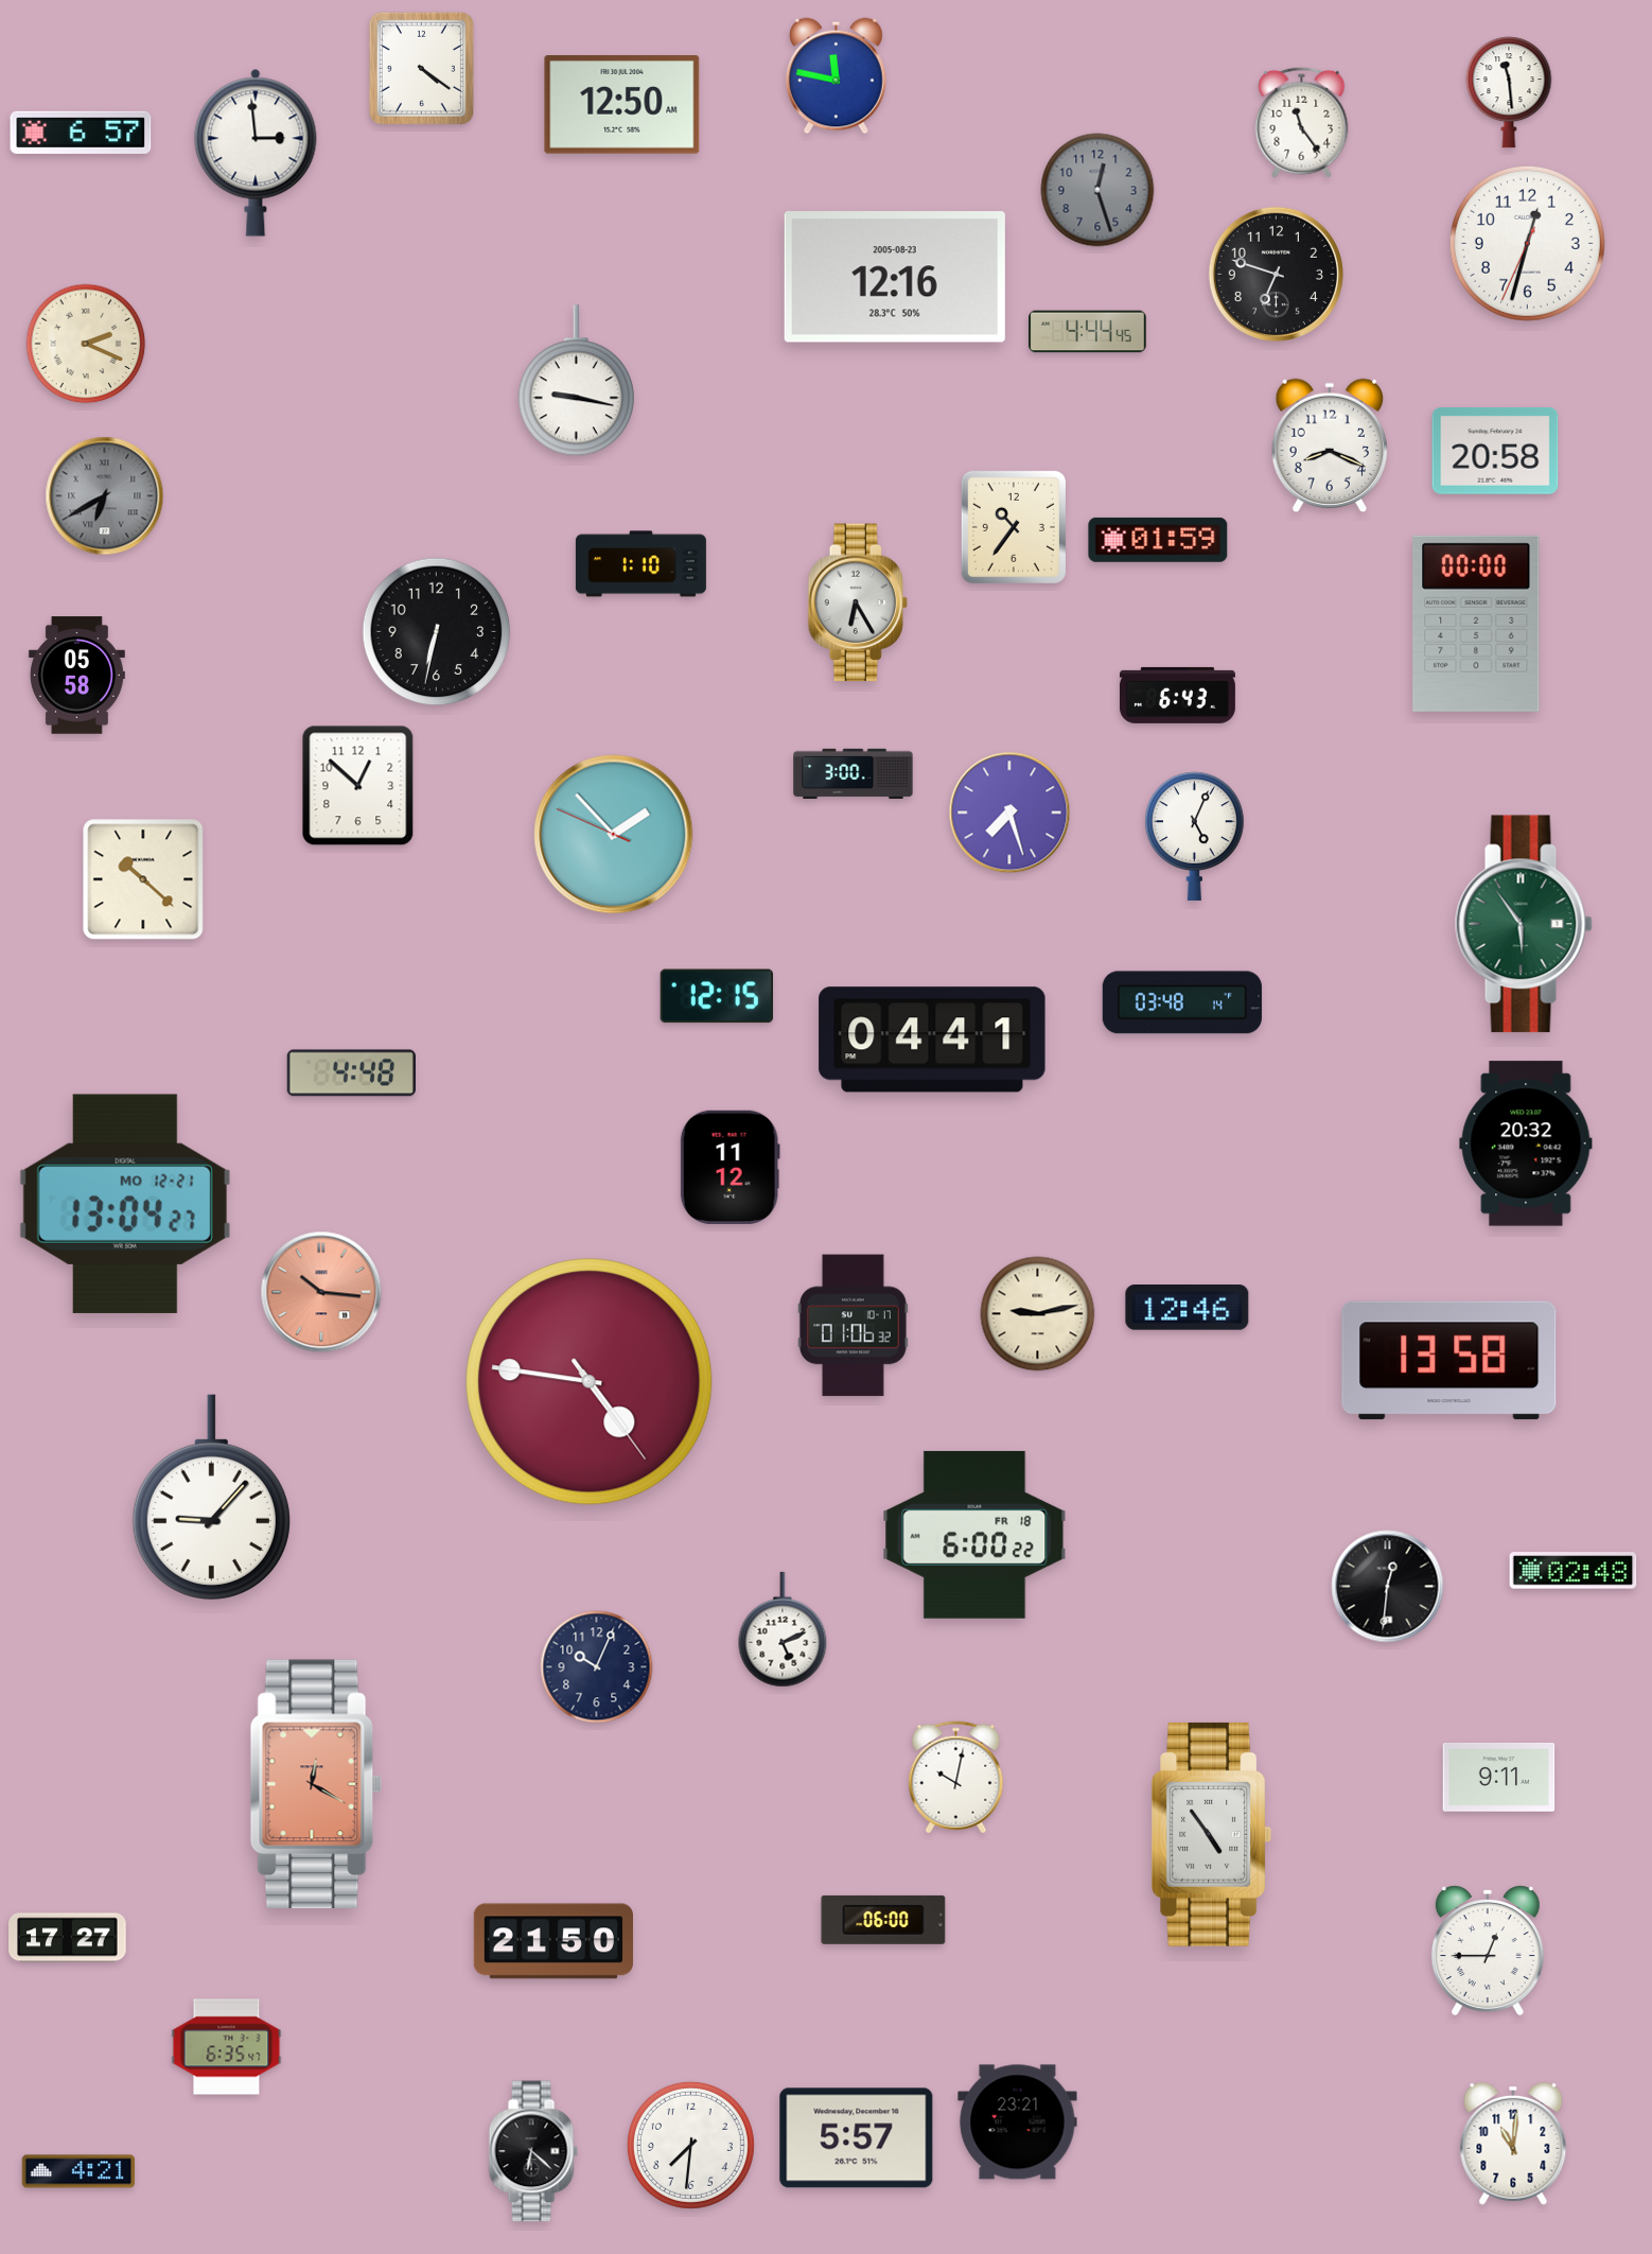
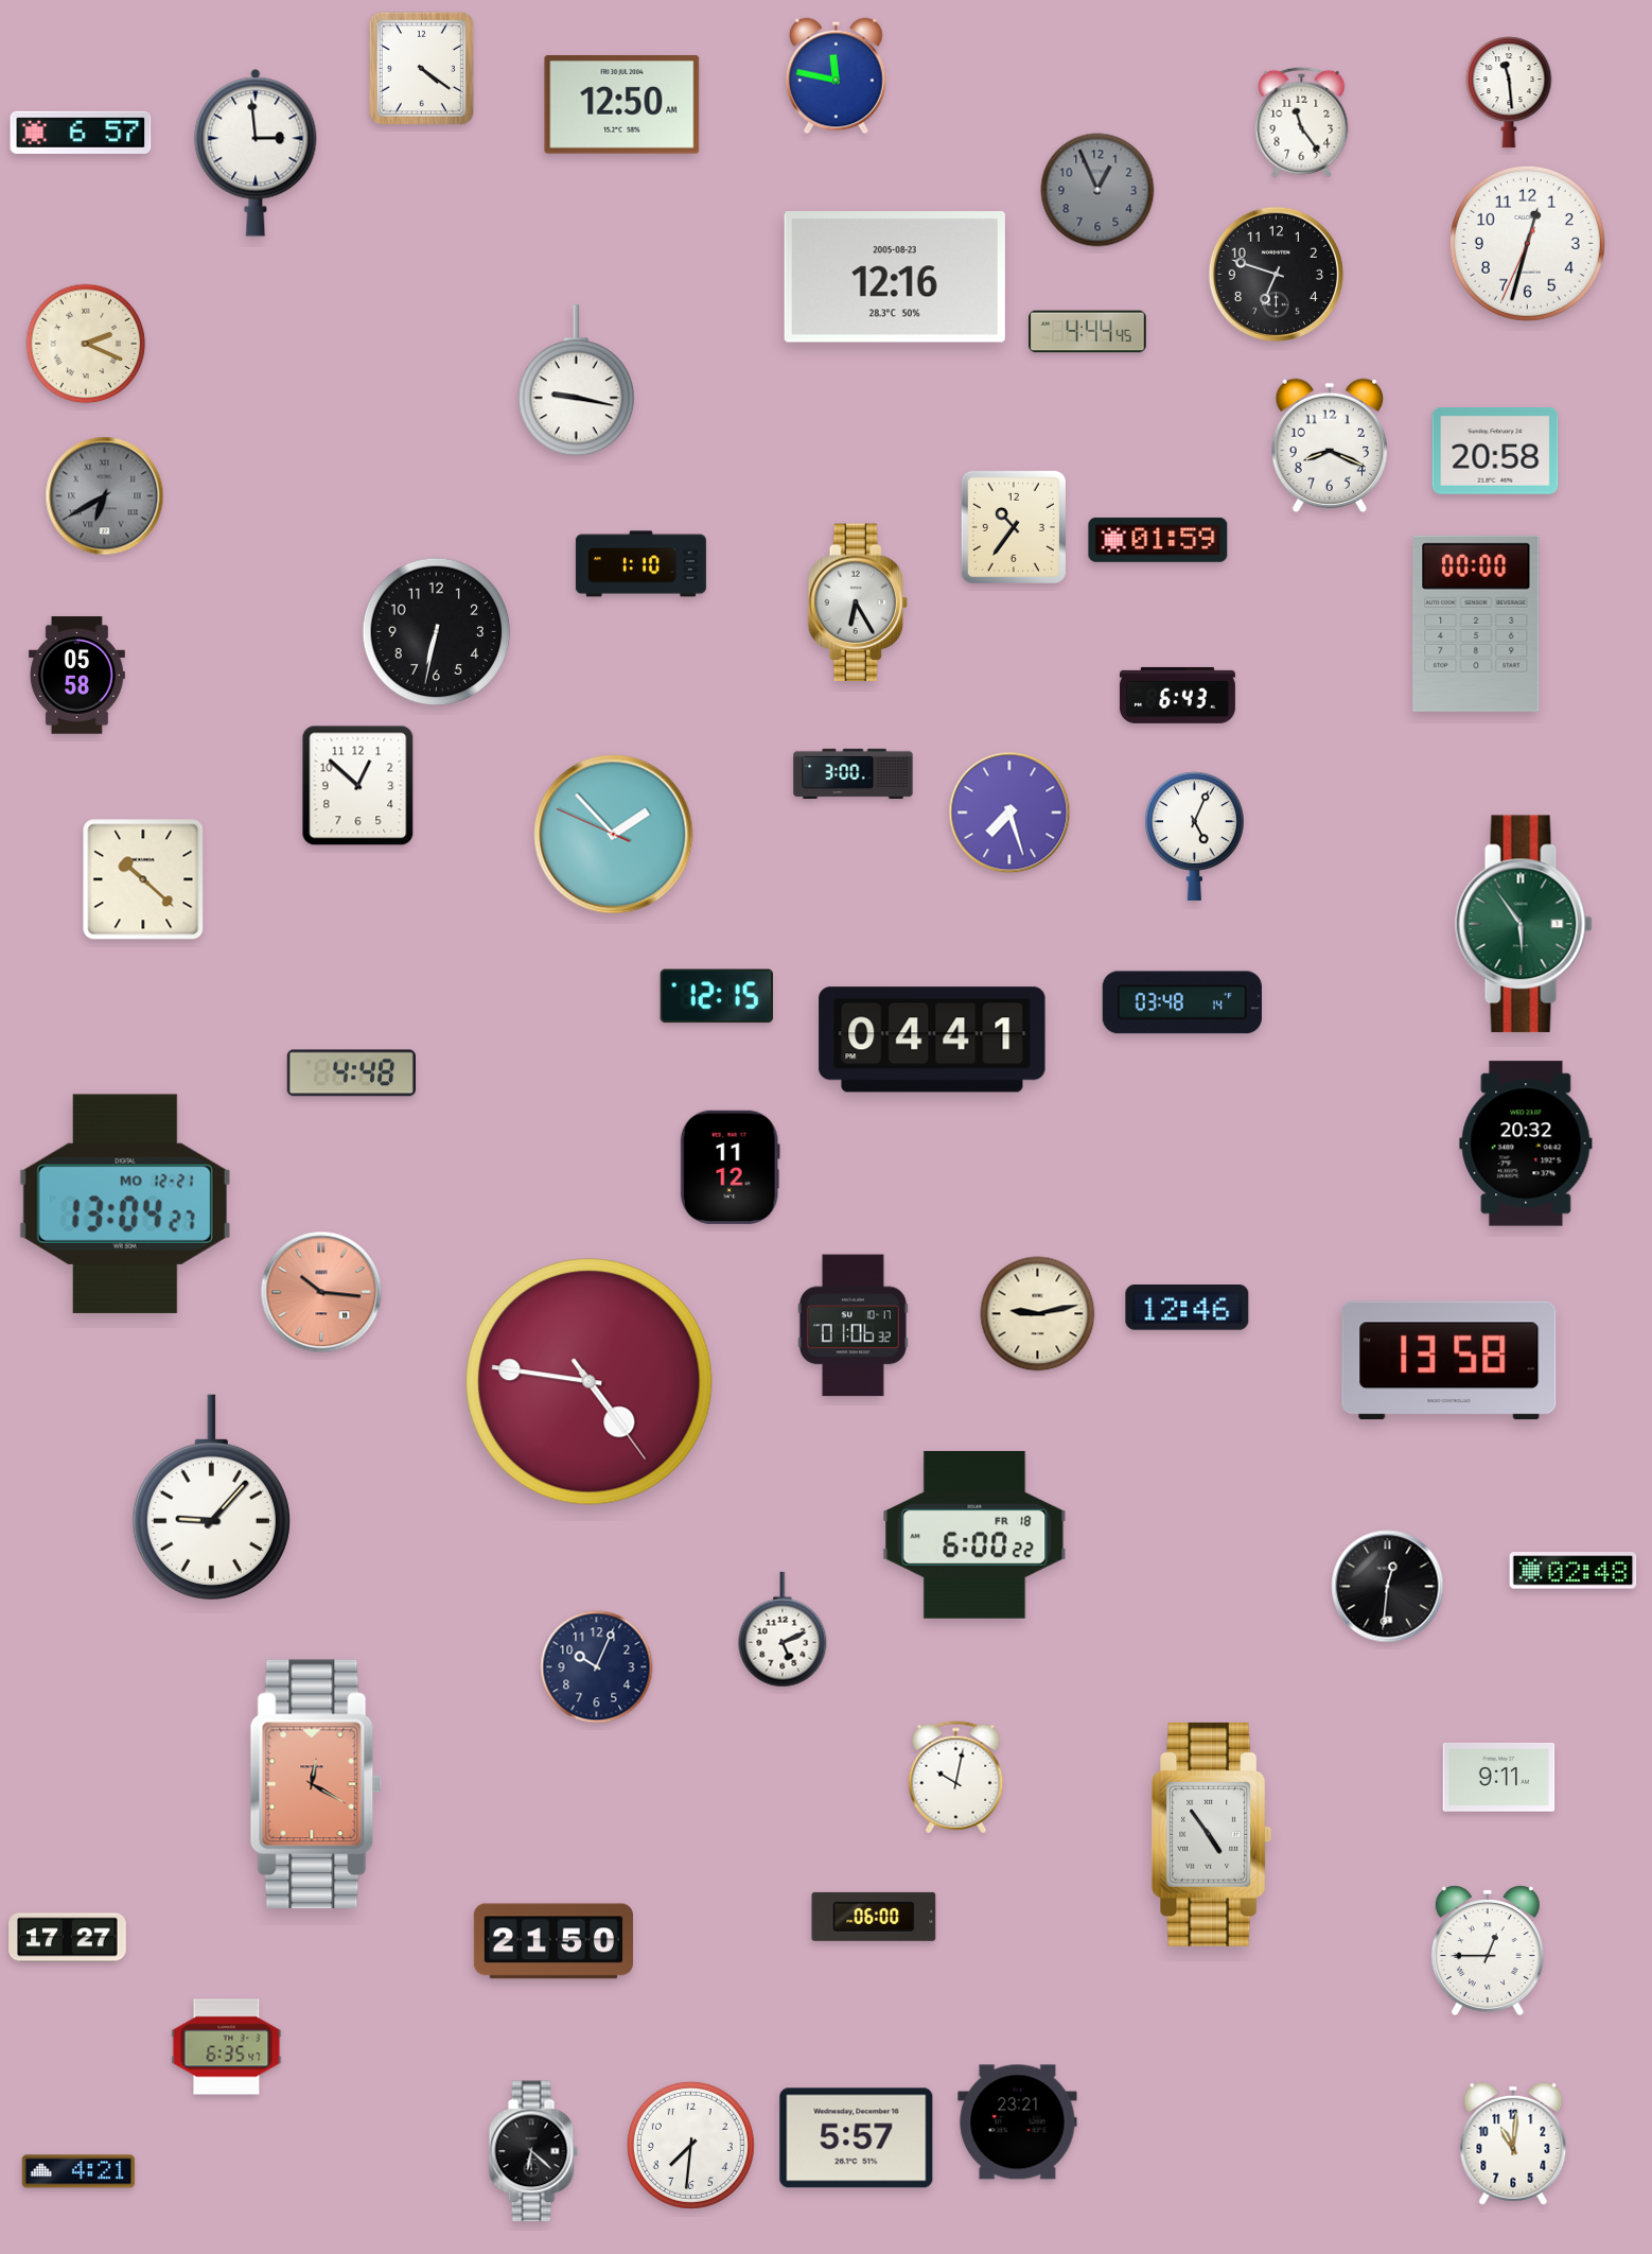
clock at (1097, 190): 12:27 -> 12:56
clock at (883, 1920) position: (883, 1920) -> (874, 1917)
